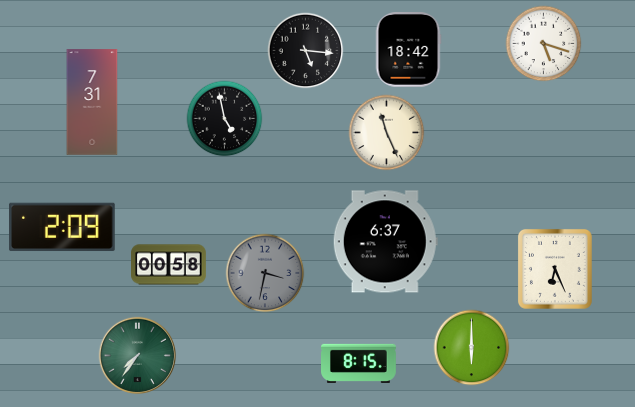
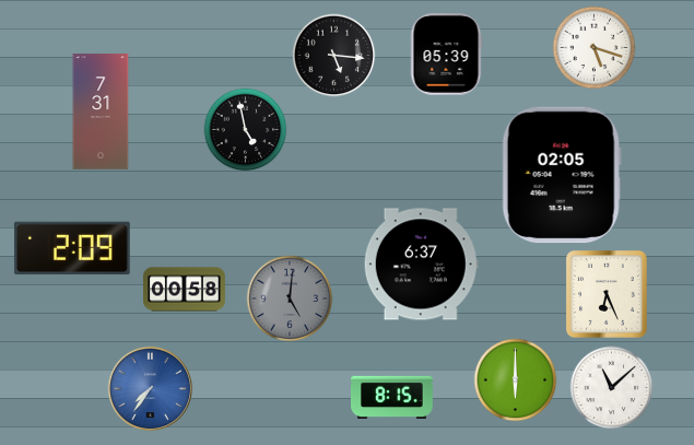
clock at (408, 50): 18:42 -> 05:39
clock at (387, 133): 11:26 -> none
clock at (562, 175): none -> 02:05
clock at (62, 227) position: (62, 227) -> (72, 248)
clock at (265, 273): 3:32 -> 5:01
clock at (612, 388): none -> 11:08
clock at (138, 356) dial: green -> blue
